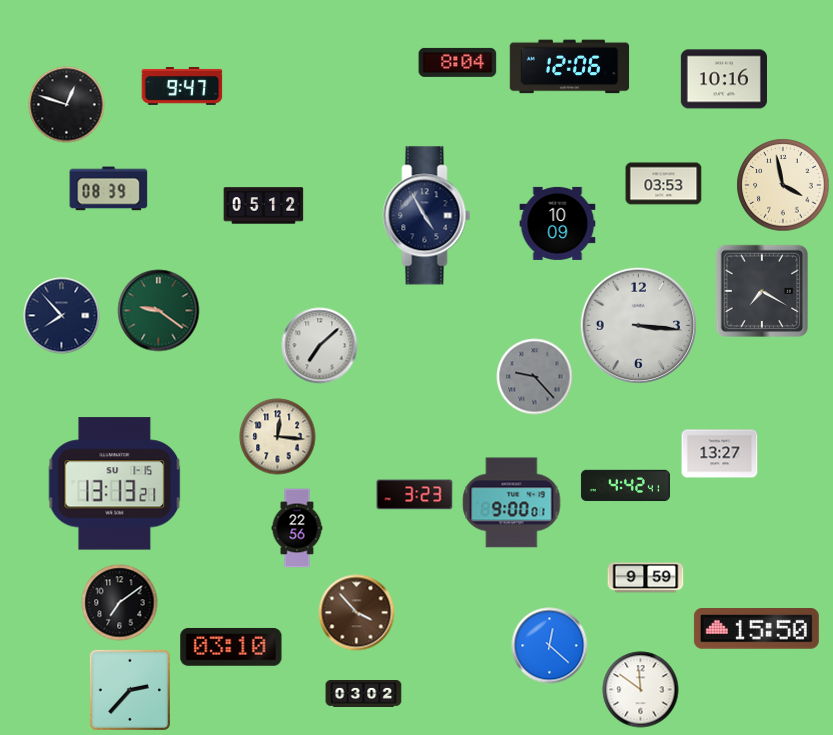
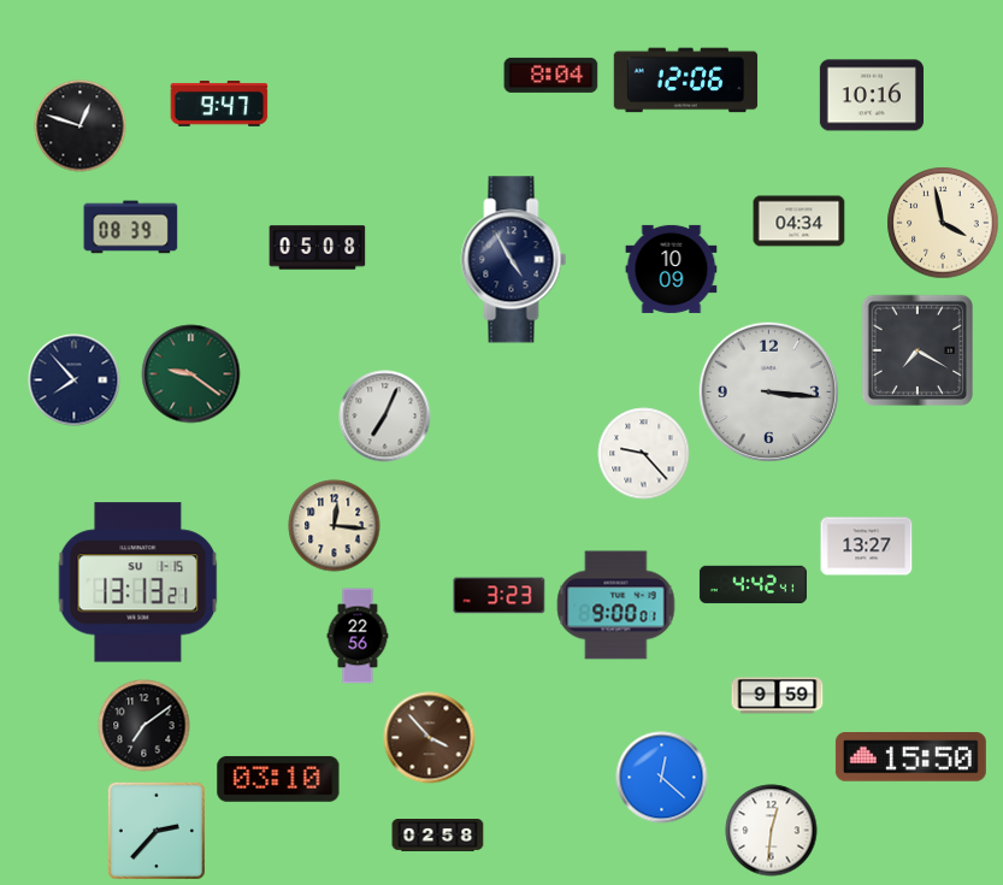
clock at (664, 184): 03:53 -> 04:34
clock at (264, 206): 05:12 -> 05:08
clock at (320, 346): 7:08 -> 7:04
clock at (535, 377) dial: grey -> white
clock at (641, 690): 11:51 -> 12:31
clock at (364, 694): 03:02 -> 02:58
